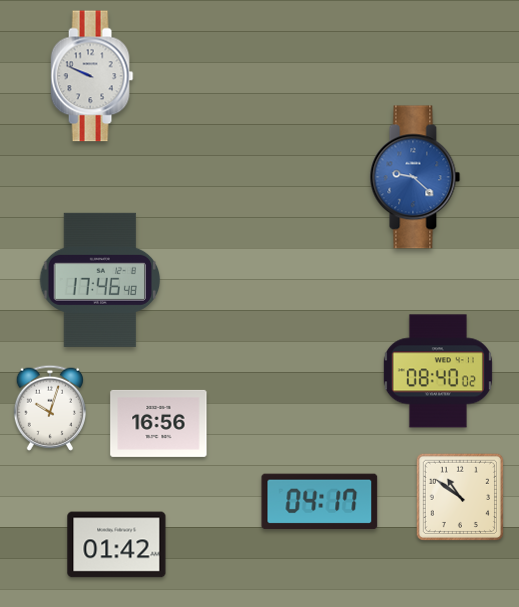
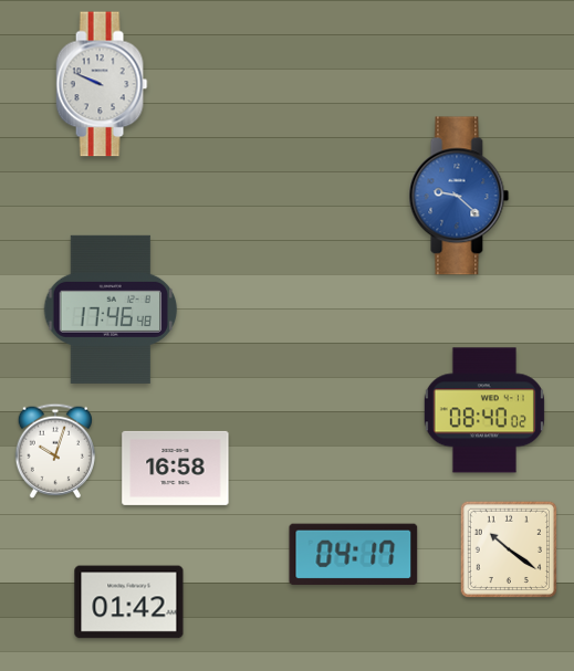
clock at (159, 423): 16:56 -> 16:58
clock at (459, 496): 10:51 -> 10:21
